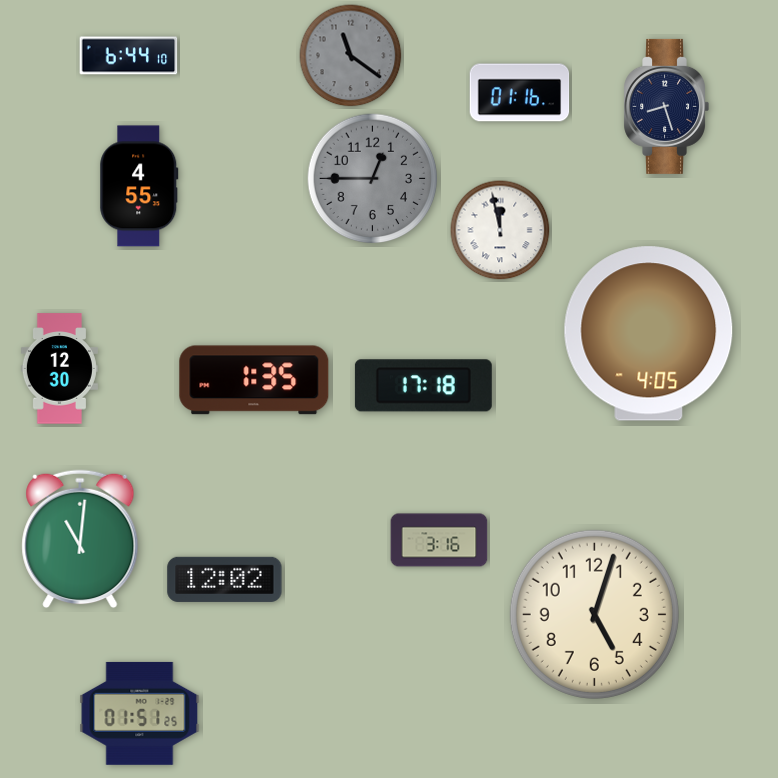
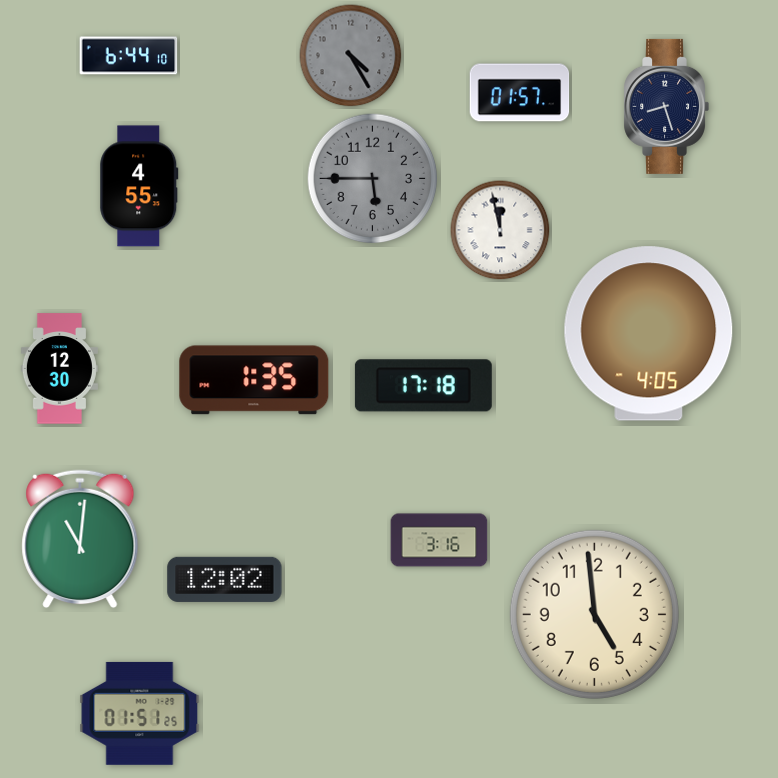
clock at (351, 56): 11:21 -> 4:25
clock at (520, 93): 01:16 -> 01:57
clock at (373, 179): 12:45 -> 5:45
clock at (594, 614): 5:03 -> 4:59
